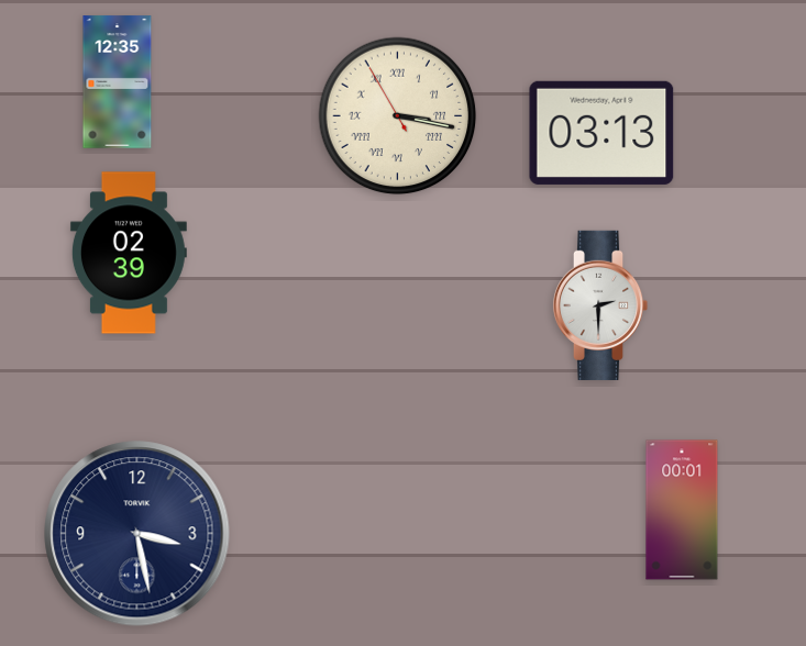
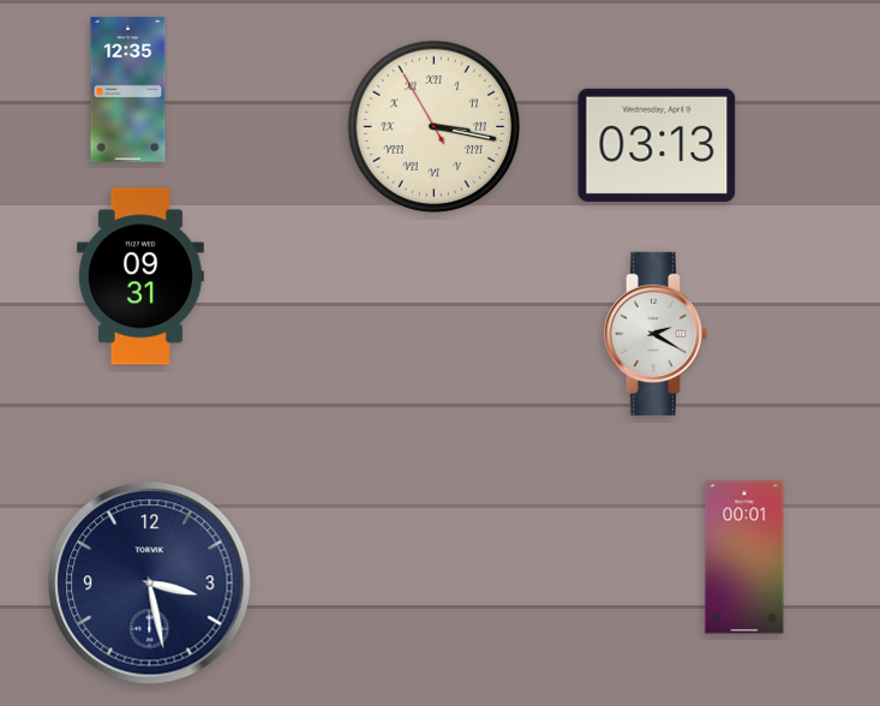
clock at (129, 253): 02:39 -> 09:31
clock at (600, 305): 2:30 -> 2:20
